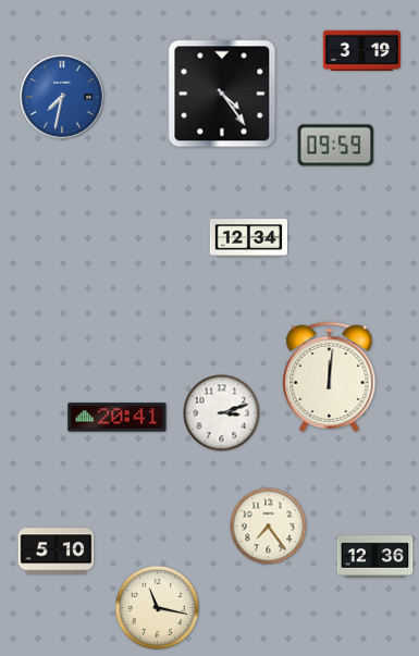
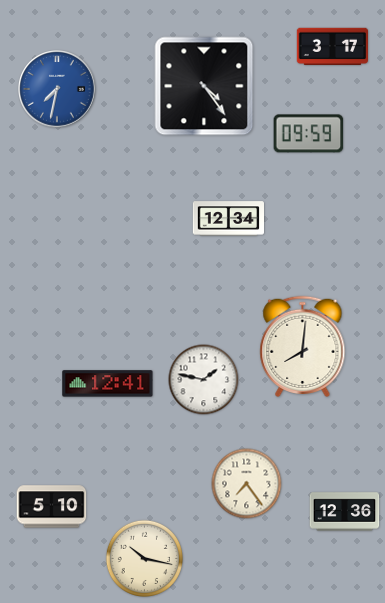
clock at (361, 50): 3:19 -> 3:17
clock at (330, 376): 12:01 -> 8:01
clock at (222, 413): 3:12 -> 1:47
clock at (118, 418): 20:41 -> 12:41
clock at (157, 607): 11:17 -> 10:17
